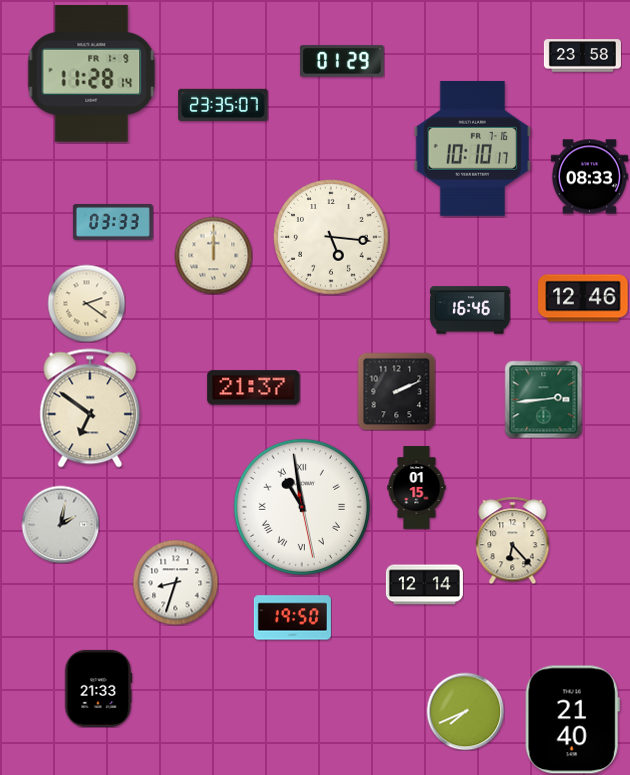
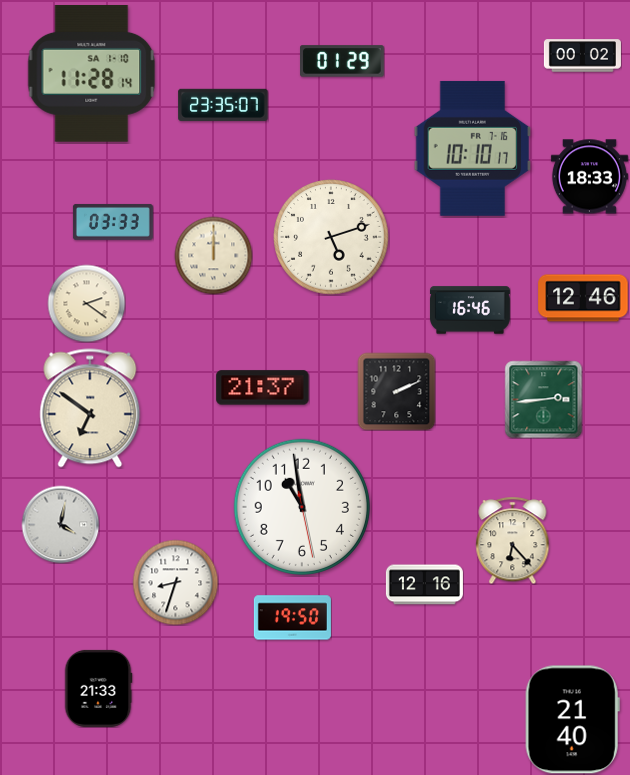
clock at (582, 56): 23:58 -> 00:02
clock at (92, 74) date: FR 1-9 -> SA 1-10
clock at (589, 177): 08:33 -> 18:33
clock at (331, 237): 5:16 -> 5:12
clock at (254, 388) position: (254, 388) -> (263, 388)
clock at (417, 488): 01:15 -> none
clock at (302, 507) numerals: Roman -> Arabic
clock at (60, 524): 2:02 -> 4:02
clock at (424, 585): 12:14 -> 12:16
clock at (465, 711): 7:41 -> none
